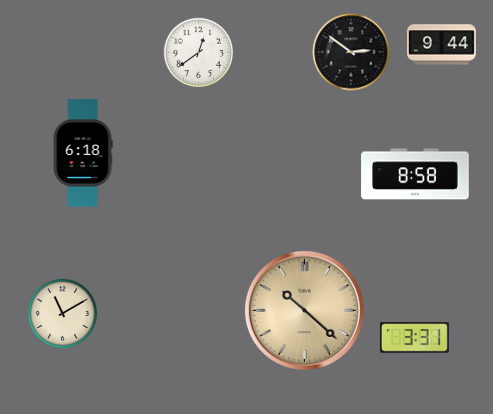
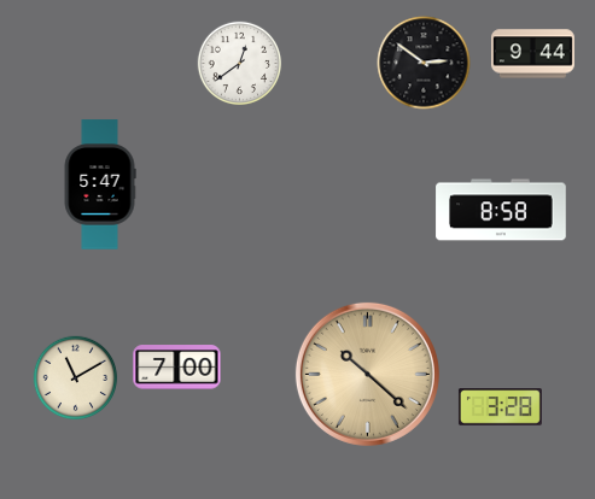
clock at (83, 153): 6:18 -> 5:47
clock at (177, 368): none -> 7:00
clock at (414, 338): 3:31 -> 3:28
